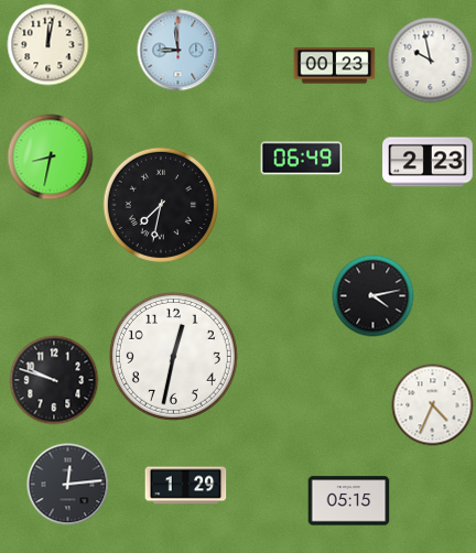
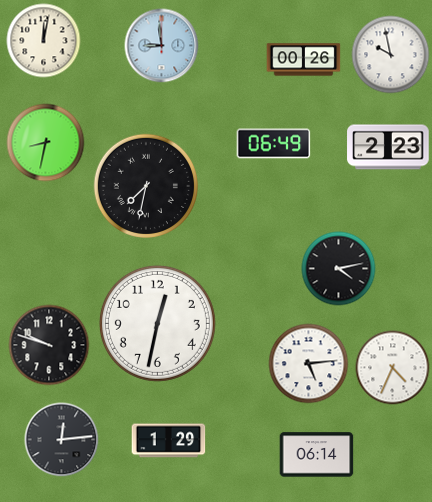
clock at (335, 66): 00:23 -> 00:26
clock at (309, 364): none -> 5:14
clock at (349, 501): 05:15 -> 06:14
